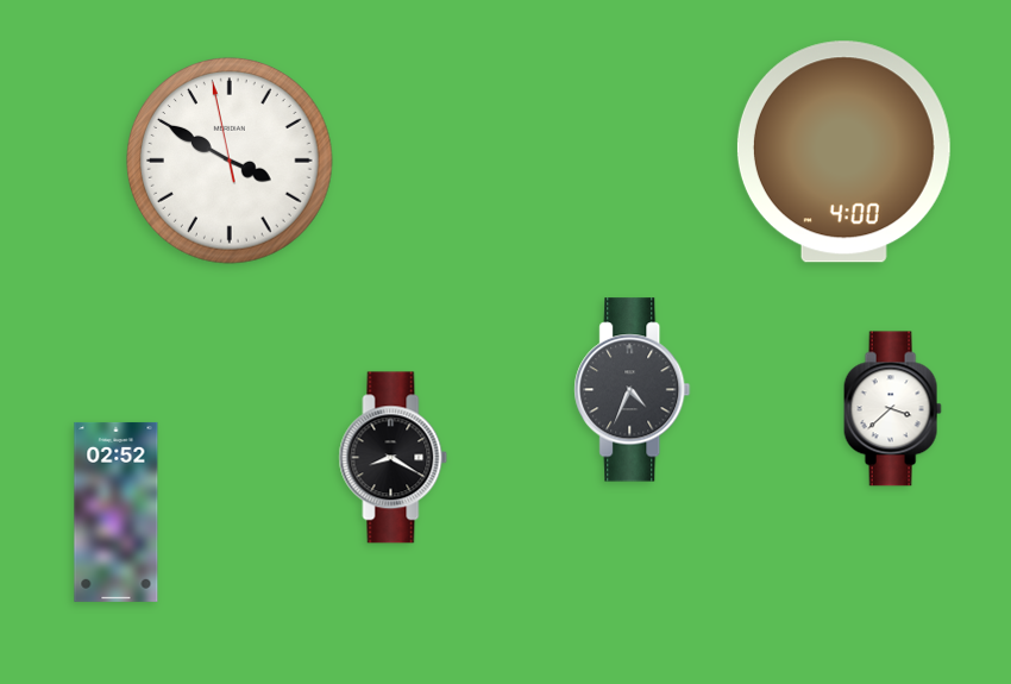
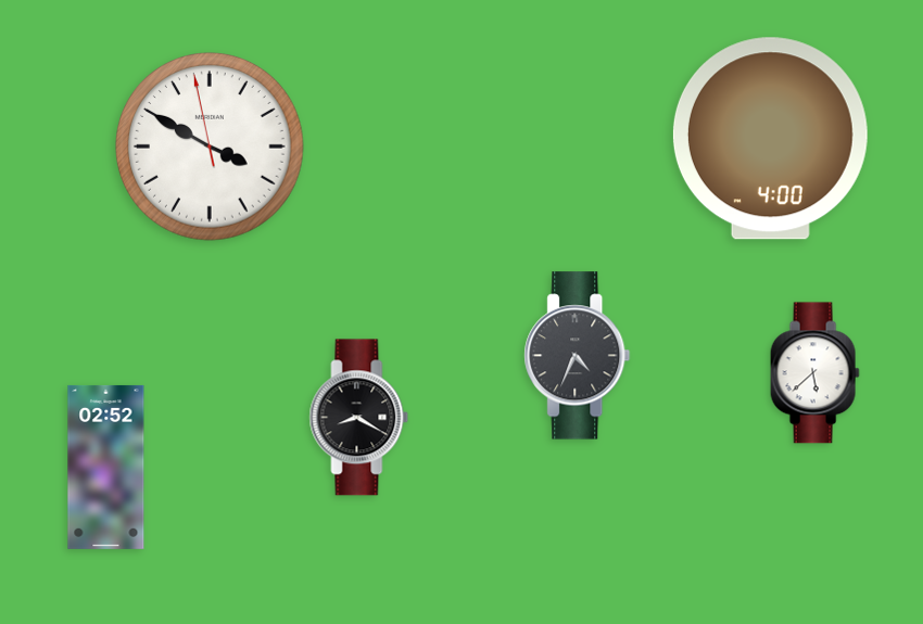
clock at (892, 409): 3:38 -> 5:38
